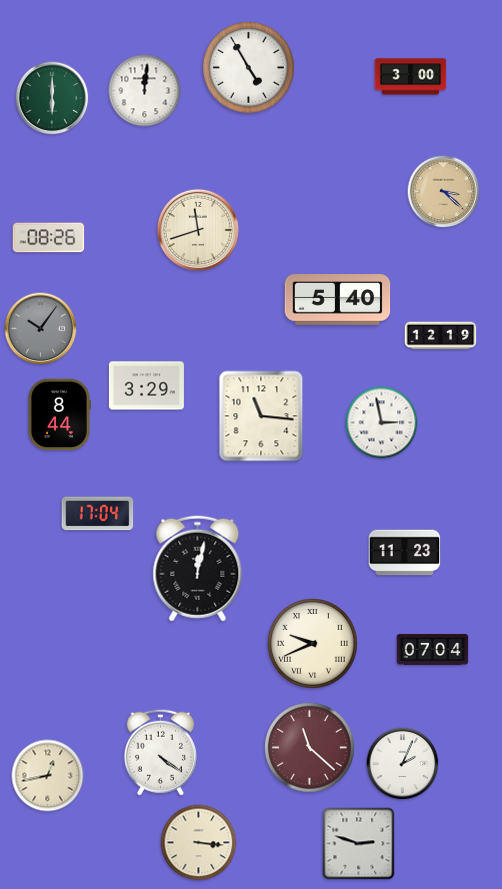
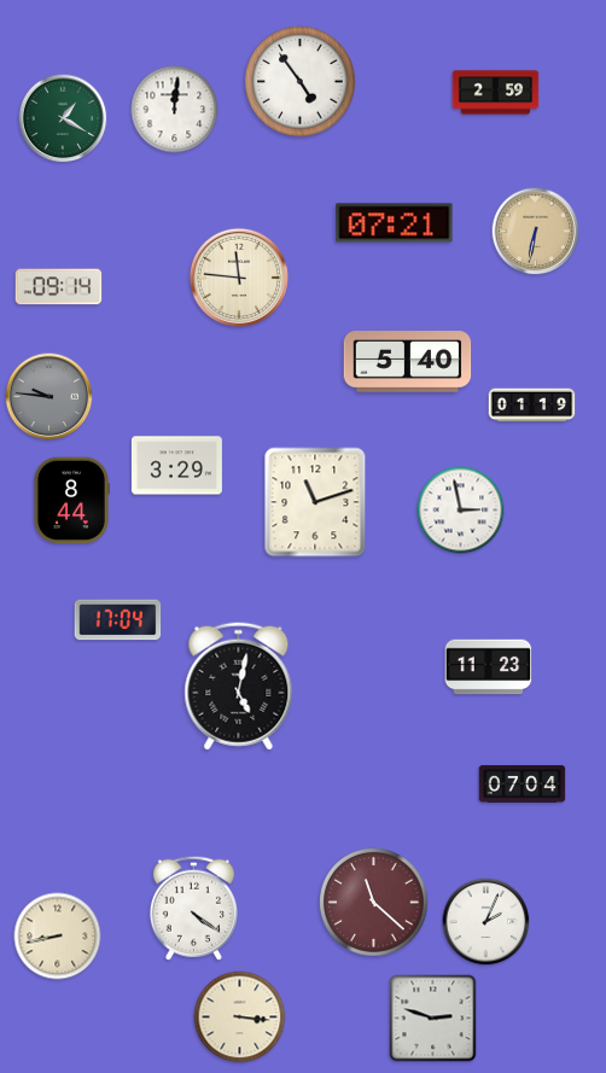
clock at (249, 68): 4:55 -> 4:54
clock at (411, 77): 3:00 -> 2:59
clock at (52, 98): 6:00 -> 1:20
clock at (395, 223): none -> 07:21
clock at (444, 192): 3:22 -> 6:32
clock at (198, 230): 11:42 -> 11:46
clock at (49, 238): 08:26 -> 09:14
clock at (41, 329): 10:06 -> 9:46
clock at (441, 336): 12:19 -> 01:19
clock at (261, 416): 11:16 -> 11:12
clock at (198, 569): 12:02 -> 5:02
clock at (313, 644): 9:41 -> none
clock at (48, 776): 12:43 -> 8:43
